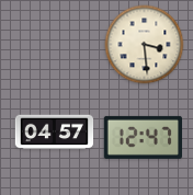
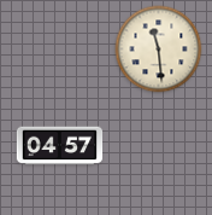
clock at (145, 45): 3:29 -> 11:29
clock at (143, 137): 12:47 -> none
